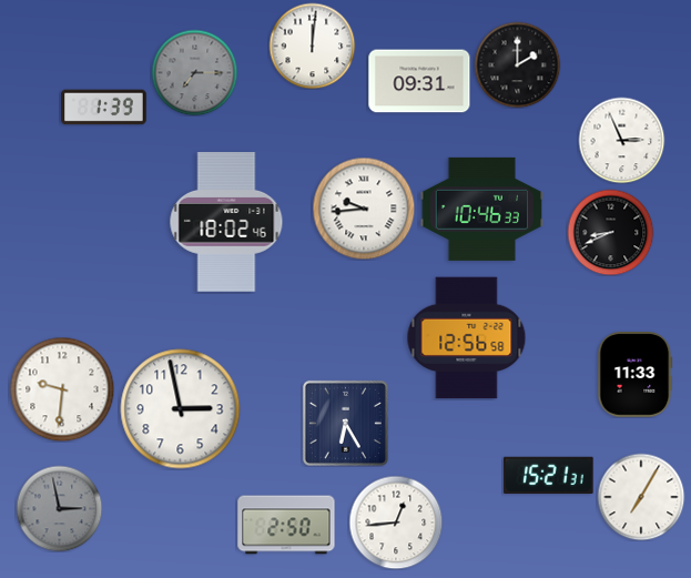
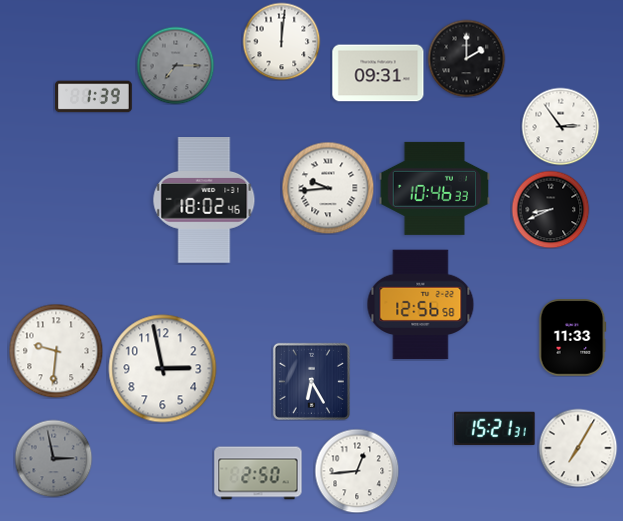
clock at (621, 140): 2:56 -> 2:54
